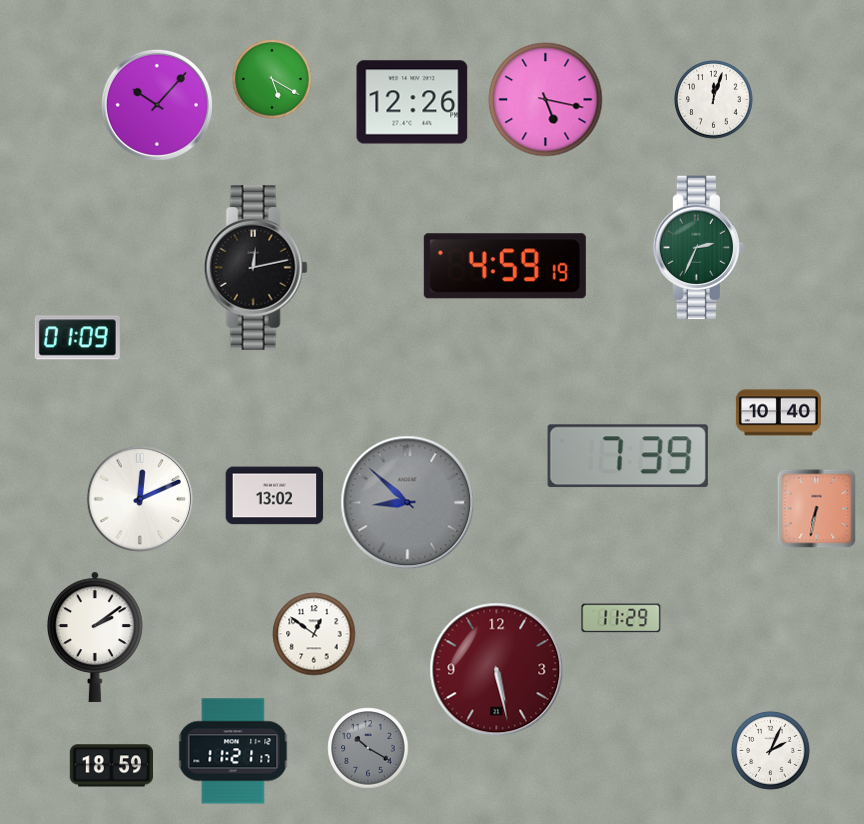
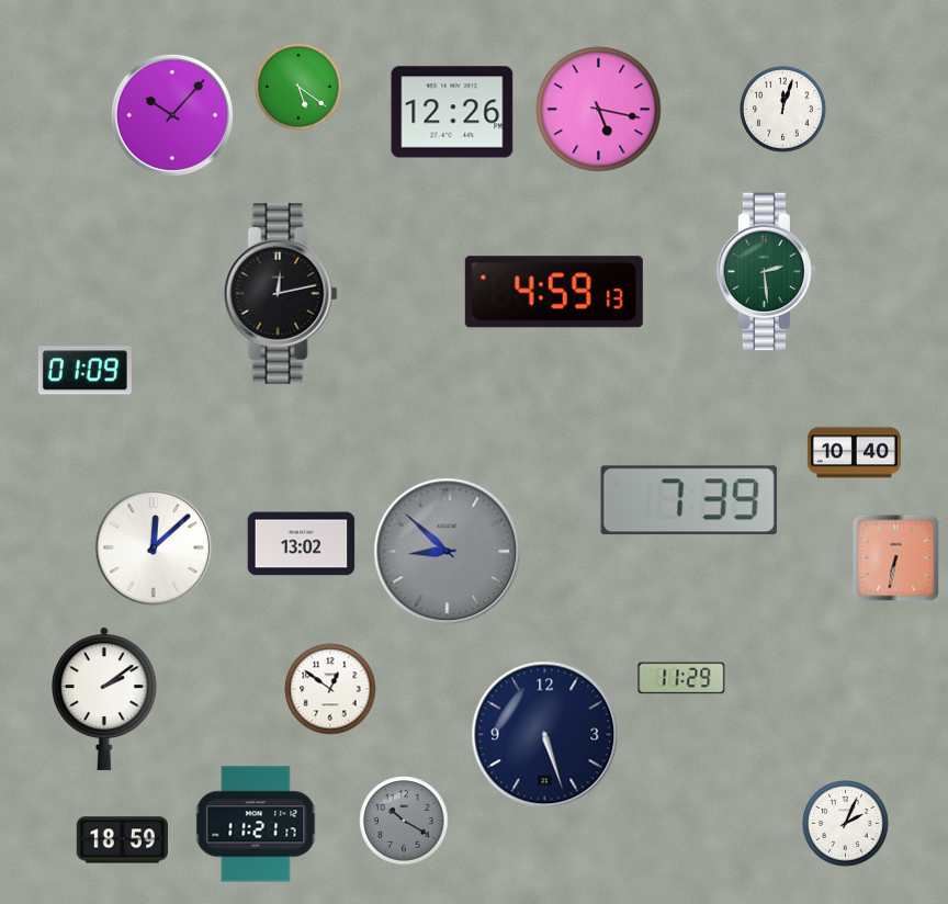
clock at (272, 79): 5:20 -> 5:21
clock at (699, 248): 2:34 -> 2:29
clock at (505, 266): 4:59:19 -> 4:59:13
clock at (140, 499): 12:11 -> 12:08
clock at (314, 634) position: (314, 634) -> (330, 689)
clock at (497, 670): 5:28 -> 5:27
clock at (497, 670) dial: burgundy -> navy
